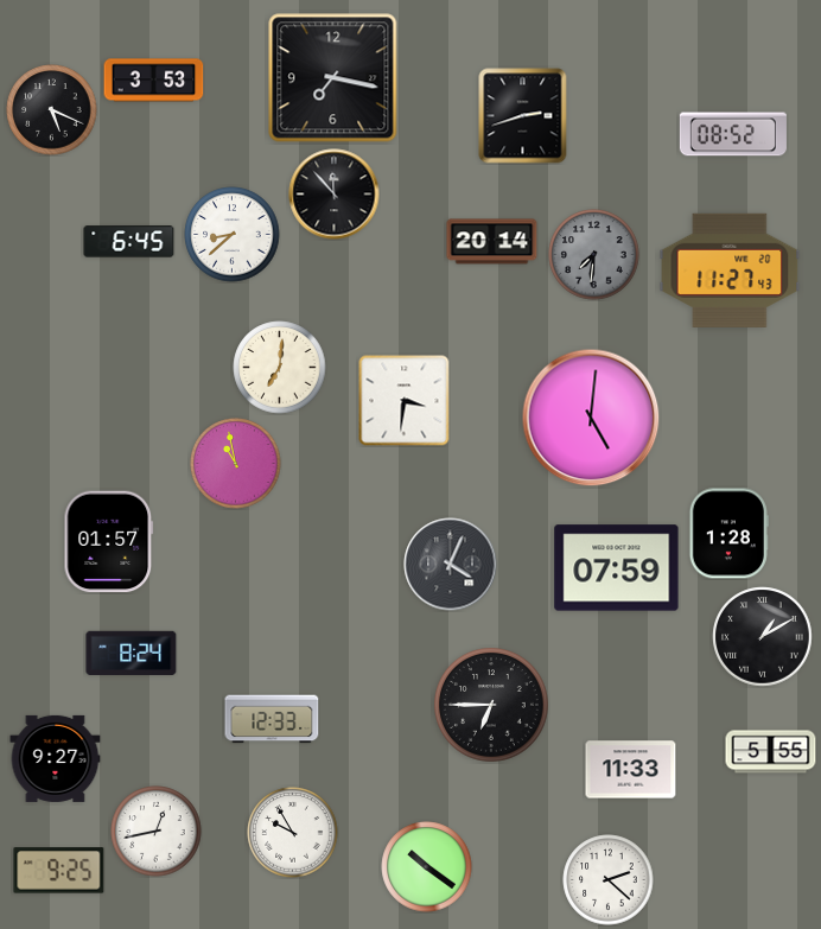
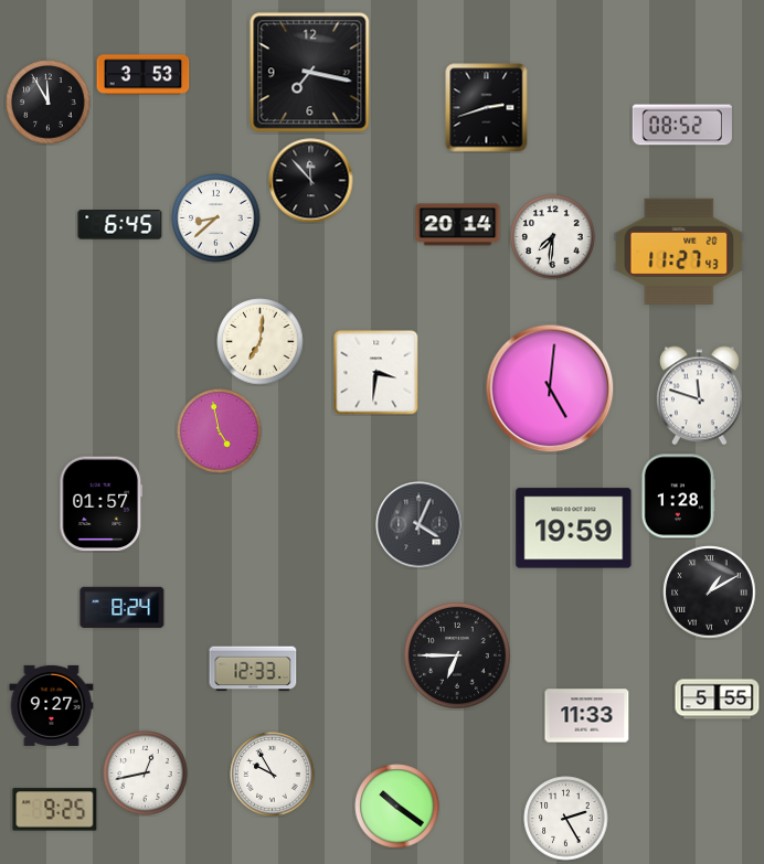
clock at (52, 110): 5:19 -> 11:55
clock at (594, 255) dial: grey -> white
clock at (699, 396): none -> 11:48
clock at (236, 464): 10:58 -> 4:58
clock at (617, 568): 07:59 -> 19:59
clock at (609, 880): 2:22 -> 2:25
